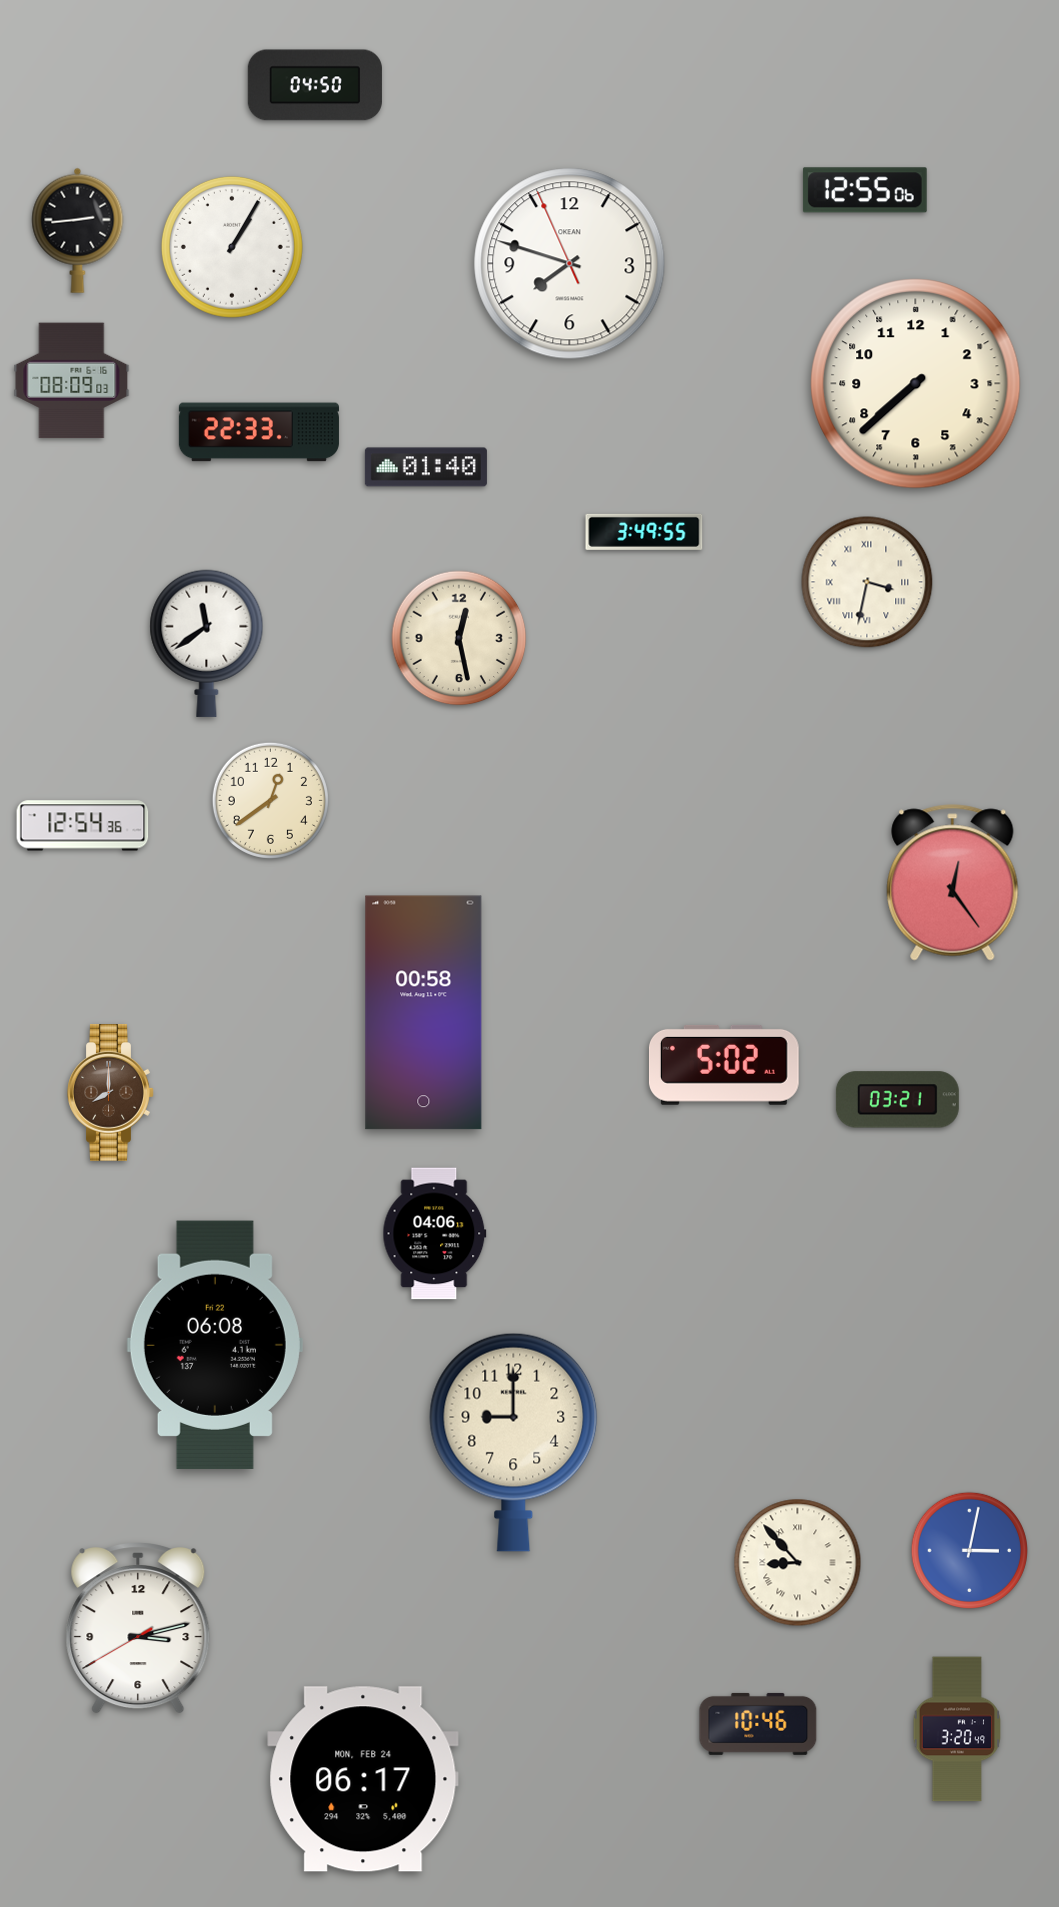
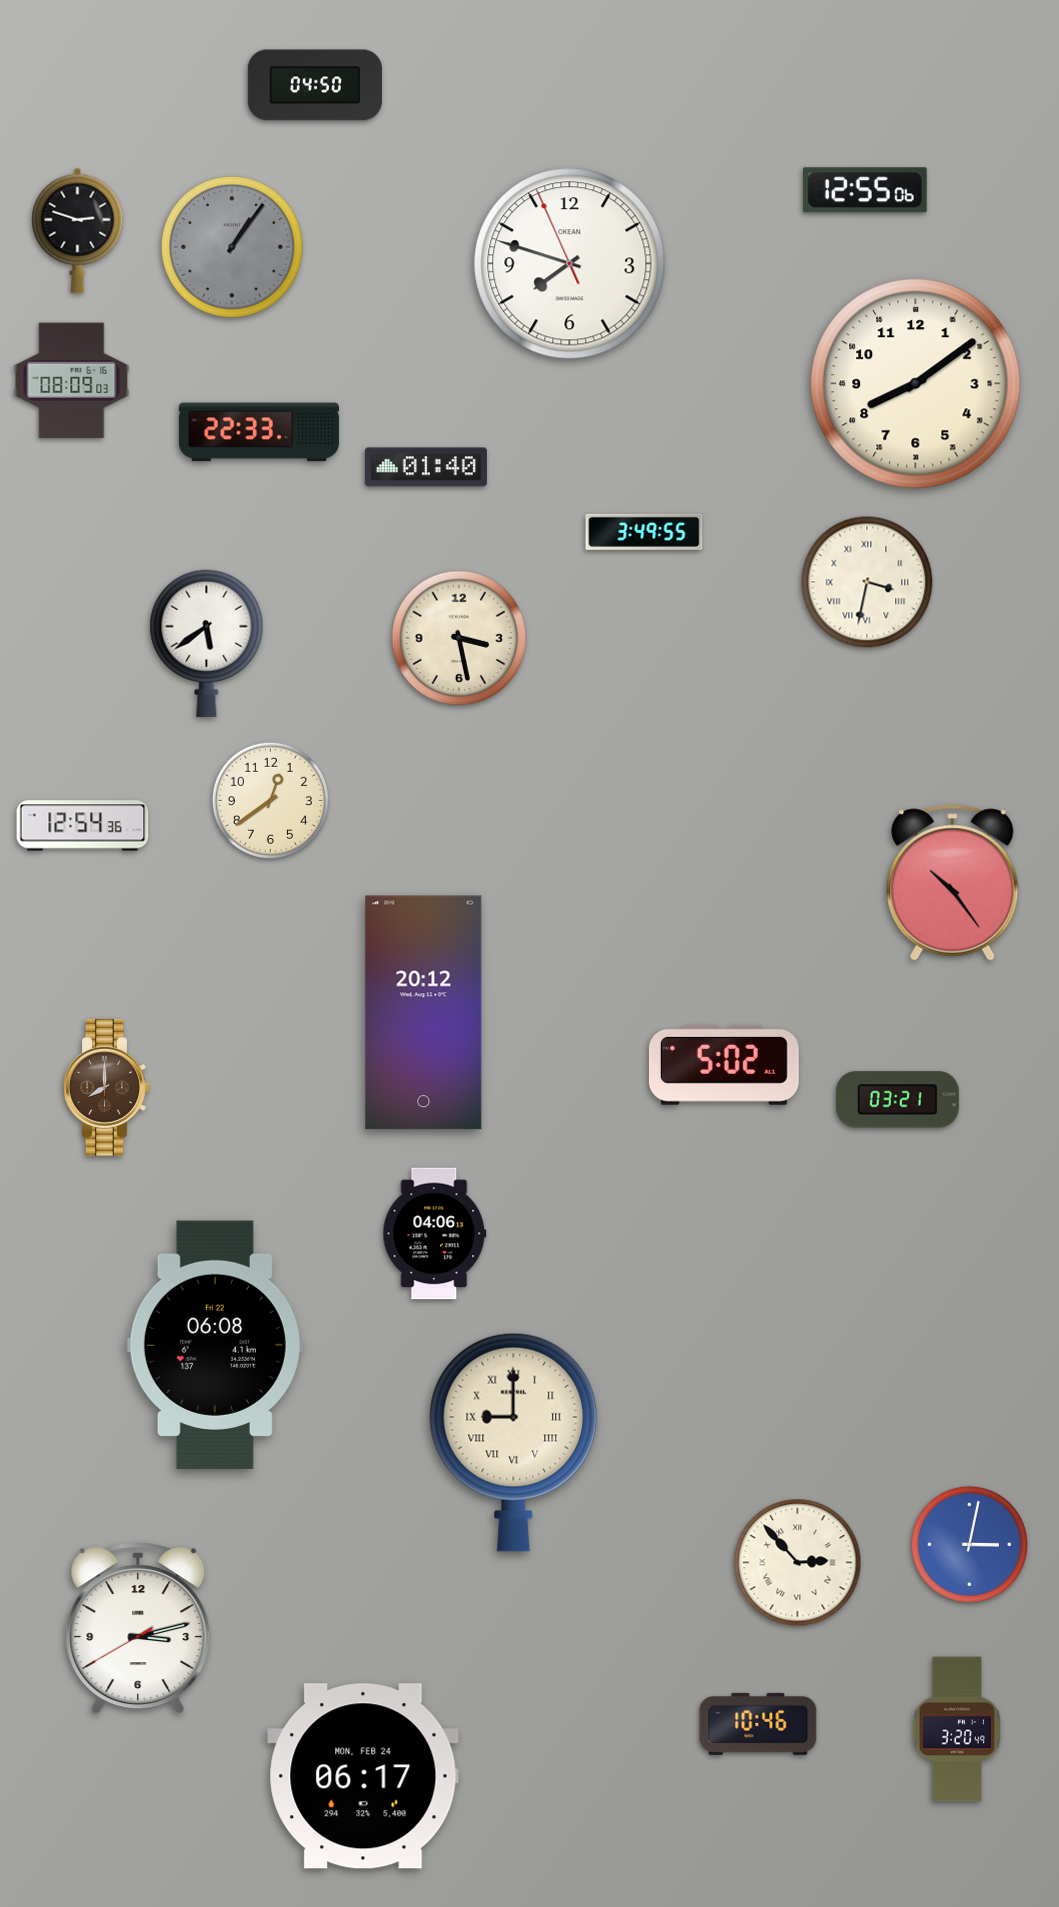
clock at (78, 230): 2:44 -> 2:48
clock at (232, 247): 1:05 -> 1:06
clock at (232, 247) dial: white -> grey
clock at (916, 384): 7:38 -> 8:09
clock at (459, 638): 12:28 -> 3:28
clock at (207, 643): 11:39 -> 5:39
clock at (953, 883): 12:24 -> 10:24
clock at (424, 1013): 00:58 -> 20:12
clock at (111, 1093) position: (111, 1093) -> (107, 1088)
clock at (514, 1442) numerals: Arabic -> Roman
clock at (969, 1550) position: (969, 1550) -> (969, 1544)
clock at (798, 1563): 8:53 -> 2:53
clock at (363, 1779) position: (363, 1779) -> (363, 1776)
